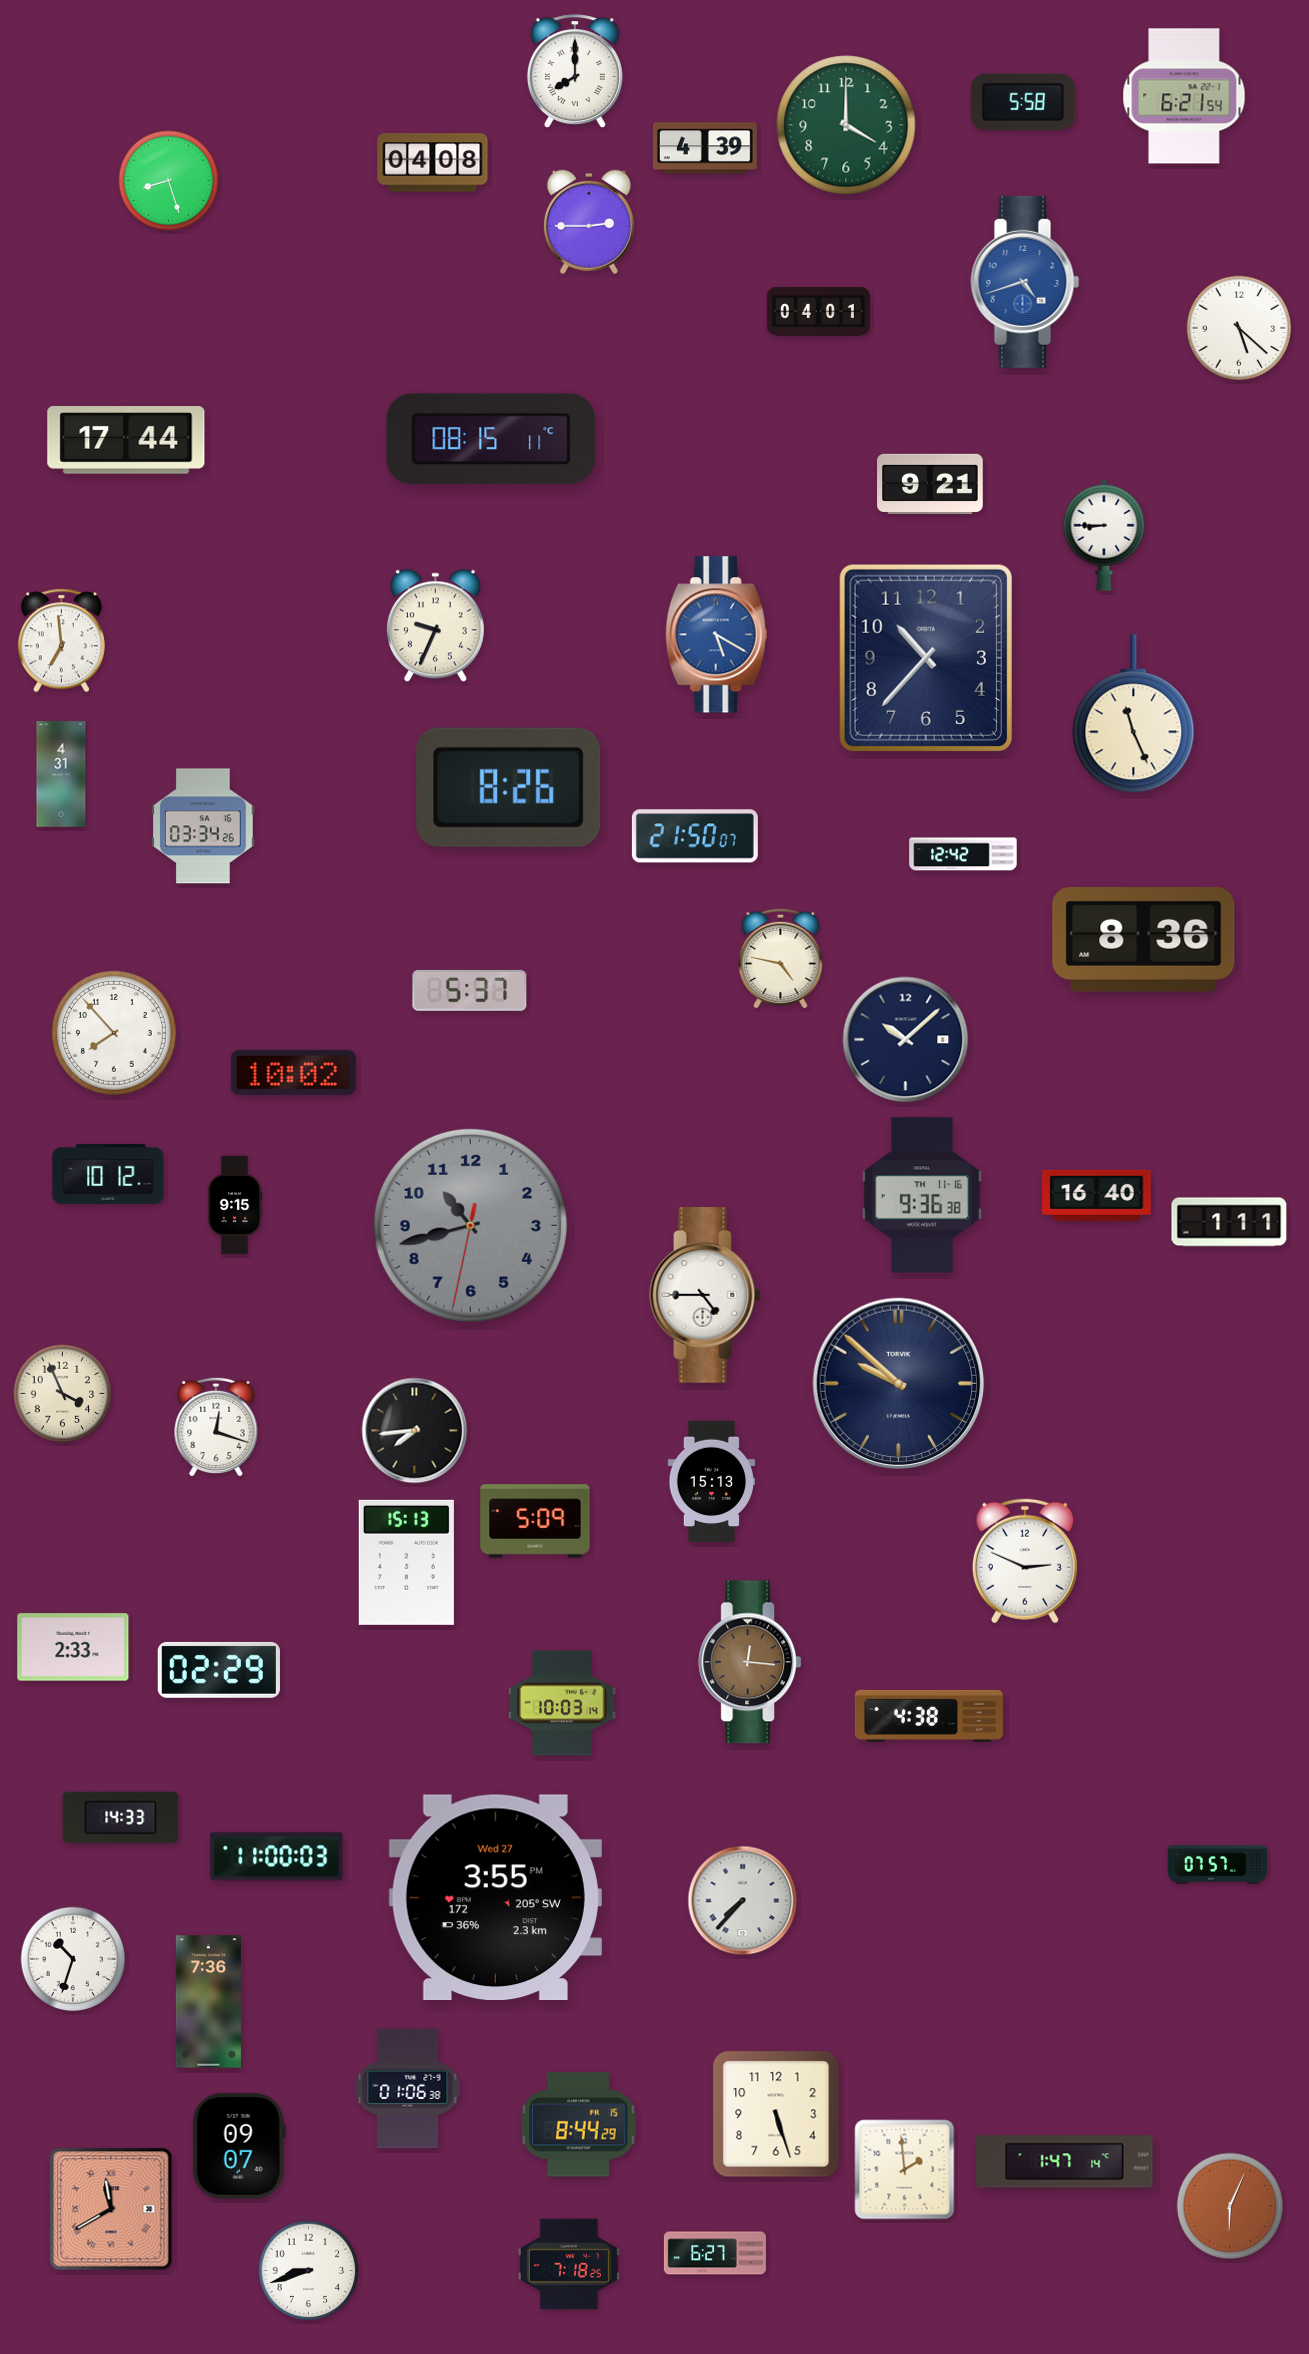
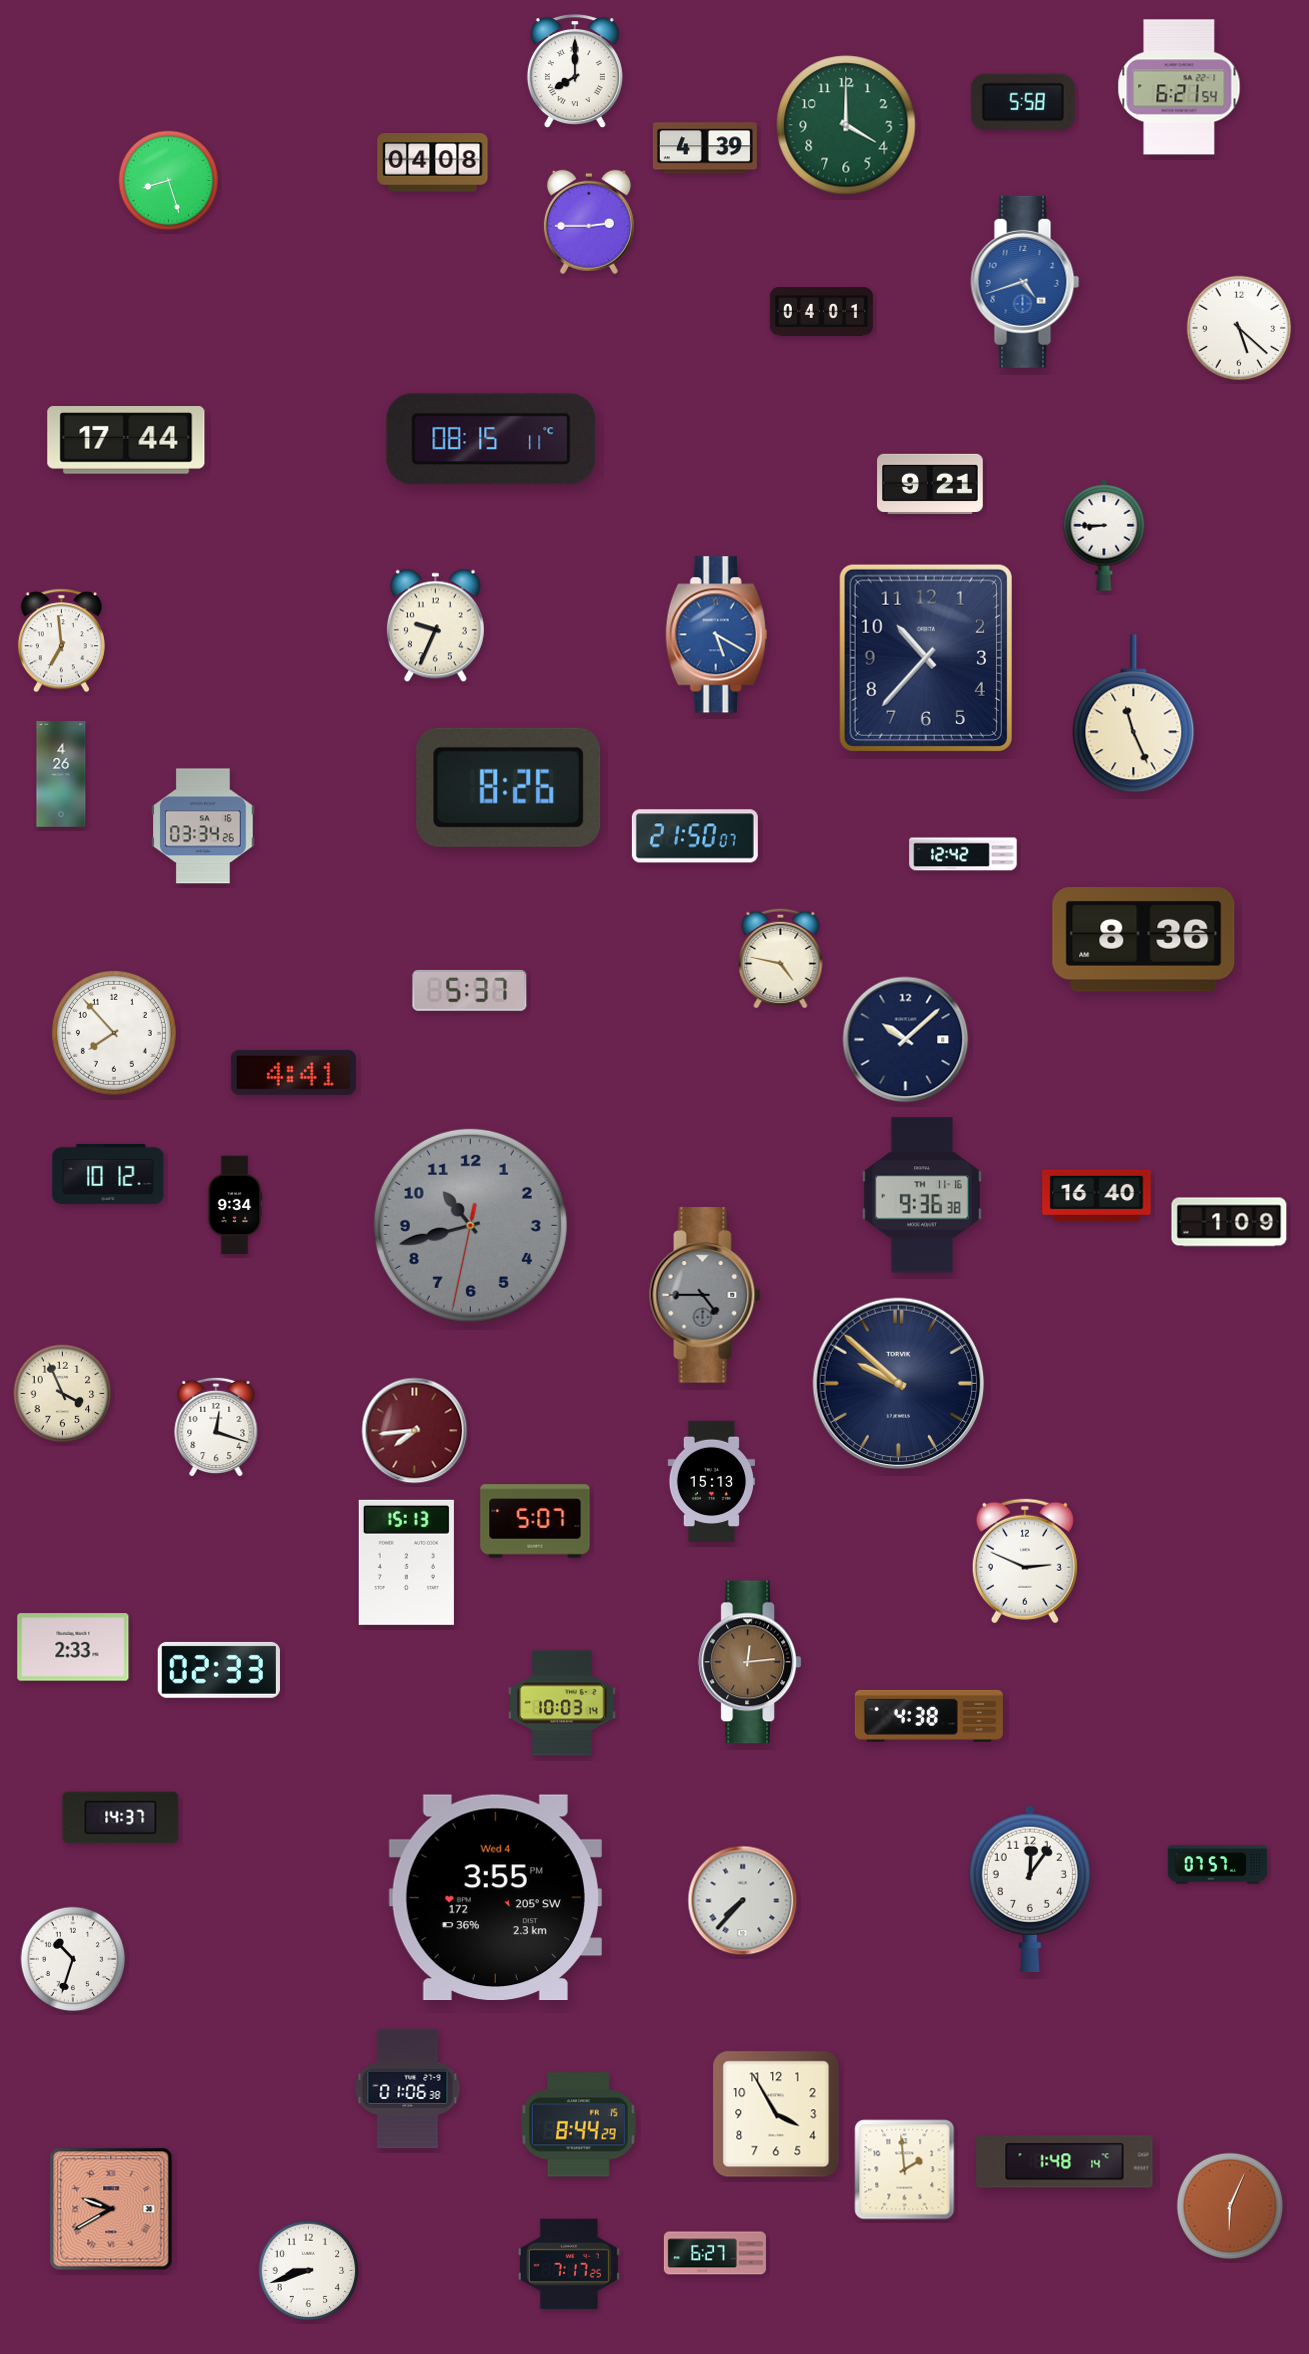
clock at (1184, 96) position: (1184, 96) -> (1179, 87)
clock at (818, 312) position: (818, 312) -> (821, 312)
clock at (61, 774): 4:31 -> 4:26
clock at (293, 1072): 10:02 -> 4:41
clock at (235, 1205): 9:15 -> 9:34
clock at (1229, 1222): 1:11 -> 1:09
clock at (705, 1295) dial: white -> grey
clock at (415, 1431) dial: black -> burgundy
clock at (535, 1521): 5:09 -> 5:07
clock at (750, 1662): 12:16 -> 12:14
clock at (219, 1670): 02:29 -> 02:33
clock at (121, 1818): 14:33 -> 14:37
clock at (277, 1857): 11:00 -> none
clock at (1030, 1889): none -> 12:06
clock at (495, 1897) date: Wed 27 -> Wed 4
clock at (208, 2002): 7:36 -> none
clock at (776, 2114): 5:27 -> 3:55
clock at (239, 2147): 09:07 -> none
clock at (1065, 2162): 1:47 -> 1:48
clock at (111, 2209): 11:40 -> 9:40
clock at (569, 2264): 7:18 -> 7:17
